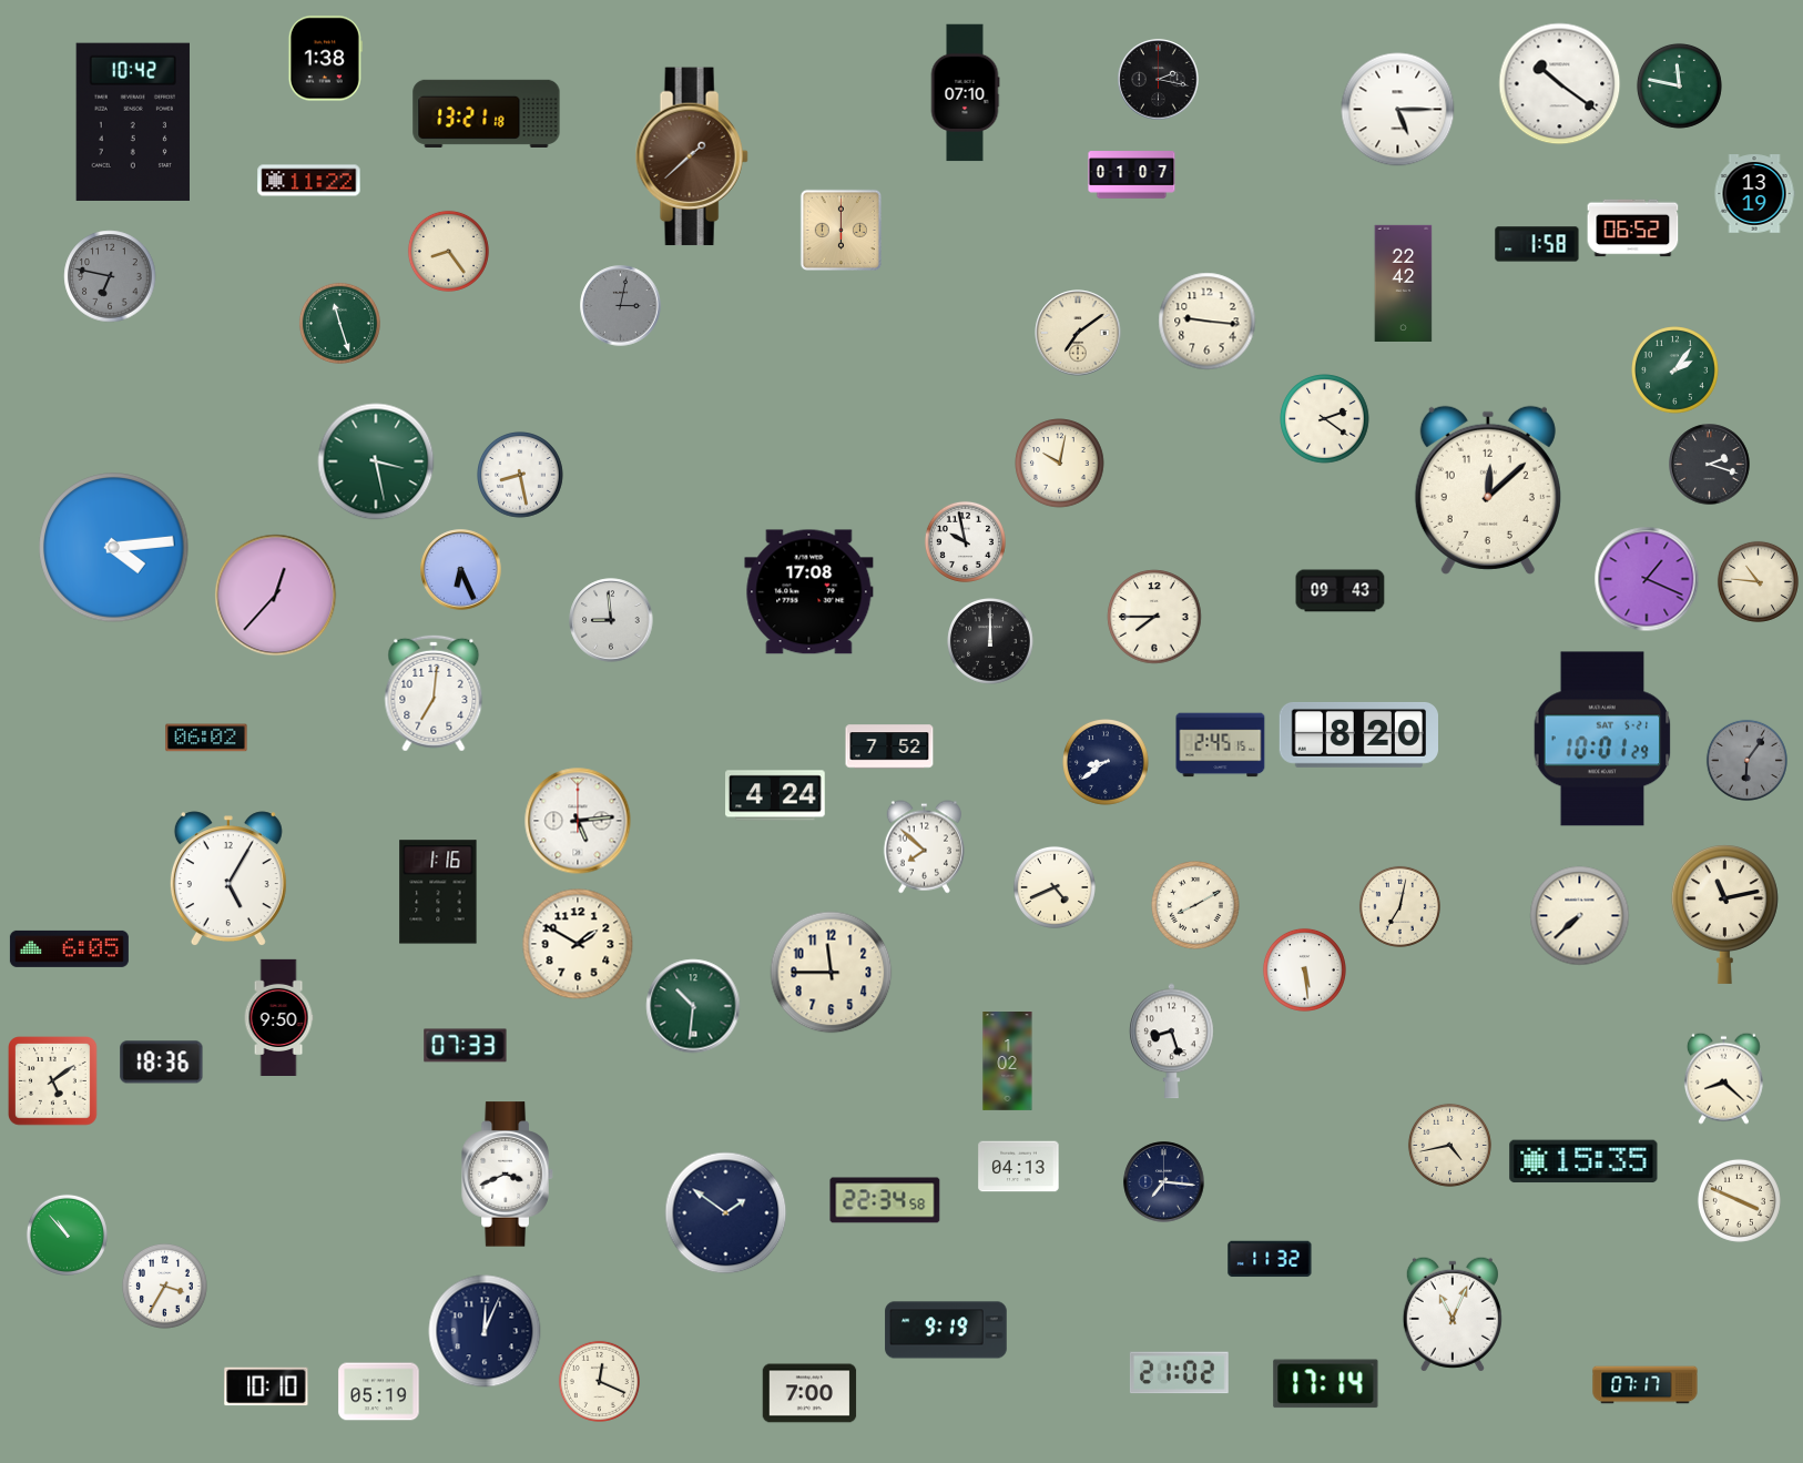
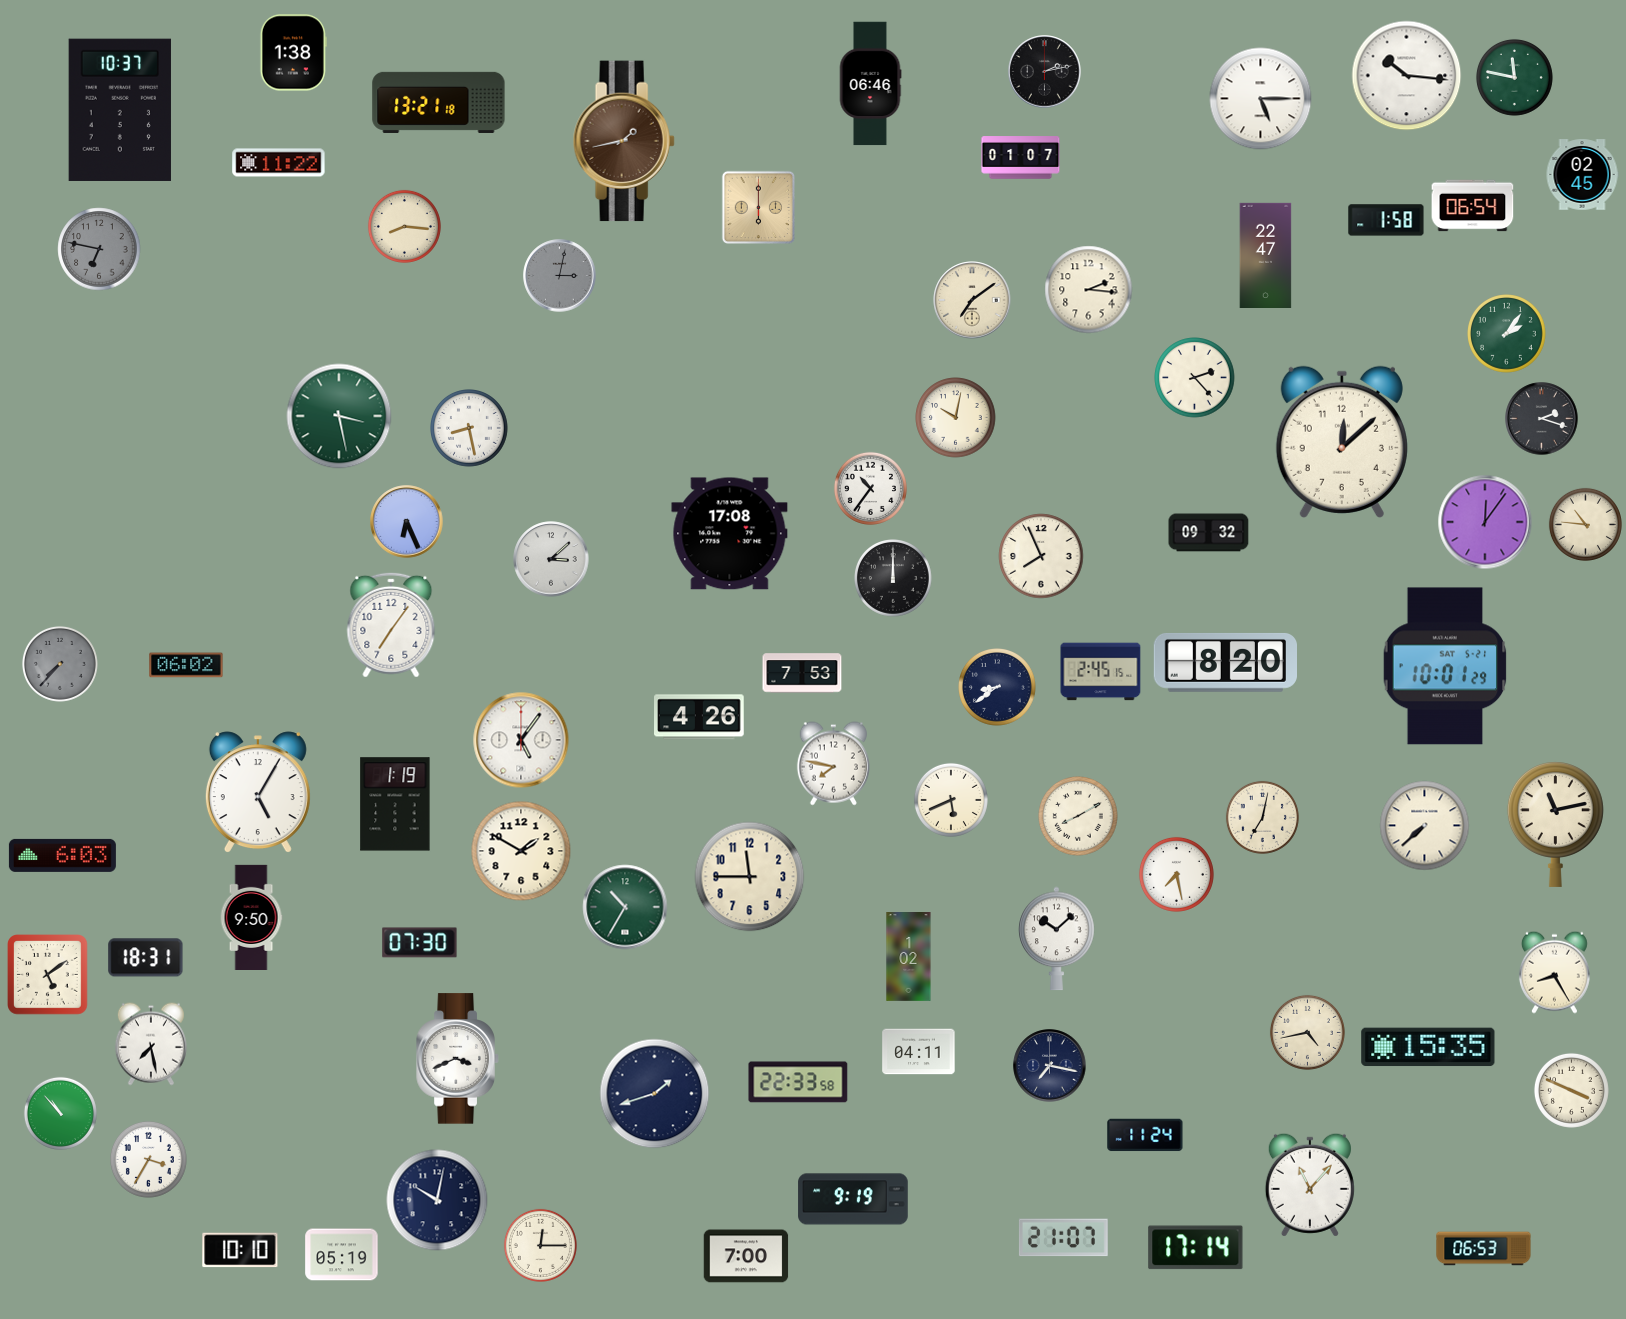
clock at (1159, 80): 2:17 -> 2:13
clock at (1560, 84): 10:21 -> 10:16
clock at (965, 93): 07:10 -> 06:46
clock at (132, 122): 10:42 -> 10:37
clock at (692, 156): 1:38 -> 1:43
clock at (1754, 194): 13:19 -> 02:45
clock at (1633, 228): 06:52 -> 06:54
clock at (448, 251): 8:24 -> 8:16
clock at (1404, 283): 22:42 -> 22:47
clock at (1208, 322): 9:16 -> 2:16
clock at (339, 323): 11:27 -> none
clock at (1675, 370) position: (1675, 370) -> (1507, 334)
clock at (1325, 419): 2:21 -> 2:23
clock at (965, 541): 9:58 -> 10:36
clock at (114, 548): 4:14 -> none
clock at (461, 570) position: (461, 570) -> (407, 522)
clock at (1647, 579): 1:19 -> 12:06
clock at (1341, 591): 09:43 -> 09:32
clock at (276, 596): 12:37 -> none
clock at (1154, 617): 7:45 -> 7:56
clock at (611, 620): 8:59 -> 3:08
clock at (434, 693): 7:01 -> 7:06
clock at (60, 664): none -> 7:37
clock at (889, 746): 7:52 -> 7:53
clock at (1746, 760): 6:06 -> none
clock at (776, 795): 4:24 -> 4:26
clock at (578, 821): 5:14 -> 5:06
clock at (924, 847): 7:52 -> 7:47
clock at (228, 878) position: (228, 878) -> (258, 792)
clock at (1055, 887): 4:41 -> 5:41
clock at (438, 892): 1:16 -> 1:19
clock at (69, 948): 6:05 -> 6:03
clock at (1304, 969): 5:29 -> 7:28
clock at (693, 1006): 10:31 -> 10:35
clock at (1172, 1042): 8:27 -> 10:08
clock at (466, 1046): 07:33 -> 07:30
clock at (162, 1063): 18:36 -> 18:31
clock at (1723, 1078): 8:22 -> 8:25
clock at (151, 1044): none -> 7:28
clock at (1019, 1167): 04:13 -> 04:11
clock at (1164, 1182): 7:16 -> 7:17
clock at (885, 1200): 22:34 -> 22:33
clock at (1739, 1200) position: (1739, 1200) -> (1571, 1090)
clock at (726, 1213): 1:51 -> 1:42
clock at (1270, 1259): 11:32 -> 11:24
clock at (1453, 1314): 11:04 -> 11:07
clock at (485, 1331): 12:04 -> 10:02
clock at (1179, 1373): 21:02 -> 21:07
clock at (599, 1381): 12:19 -> 12:15
clock at (1646, 1385): 07:17 -> 06:53
clock at (809, 1393) position: (809, 1393) -> (746, 1256)
